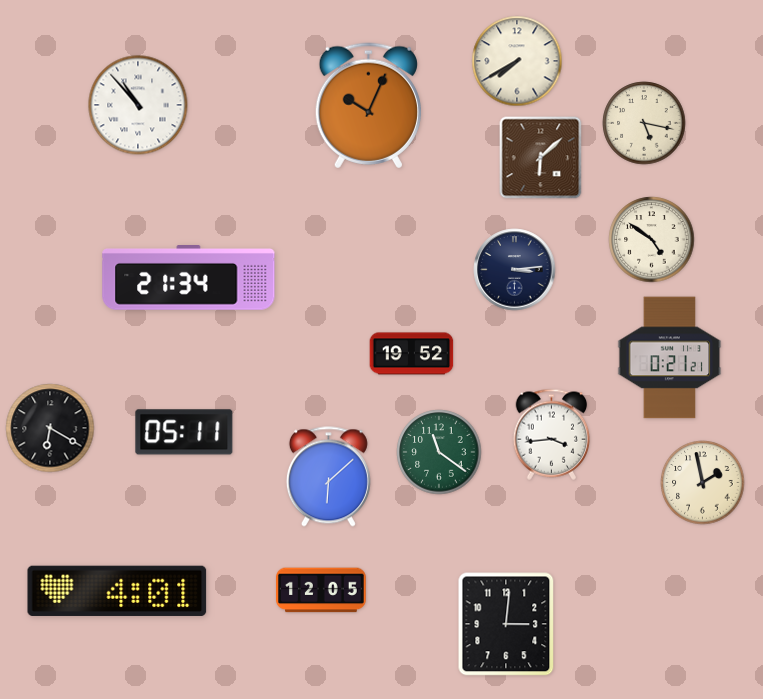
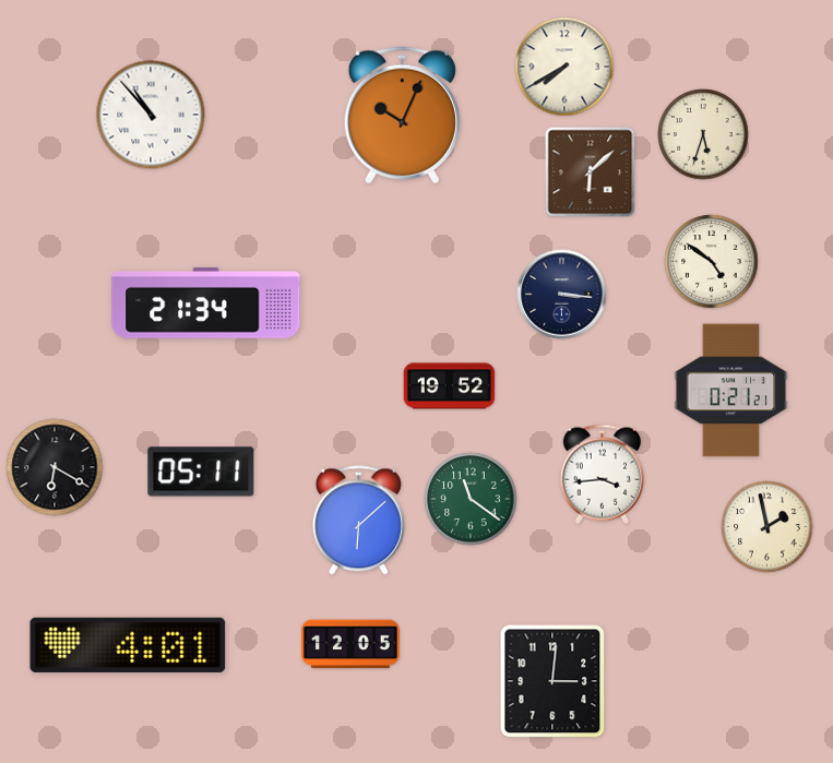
clock at (644, 123): 5:17 -> 5:33
clock at (515, 270): 3:14 -> 3:16
clock at (439, 452) position: (439, 452) -> (471, 499)
